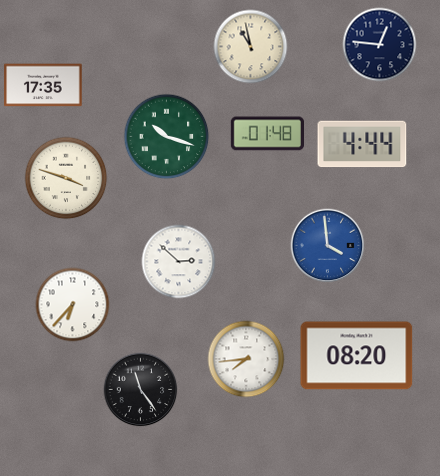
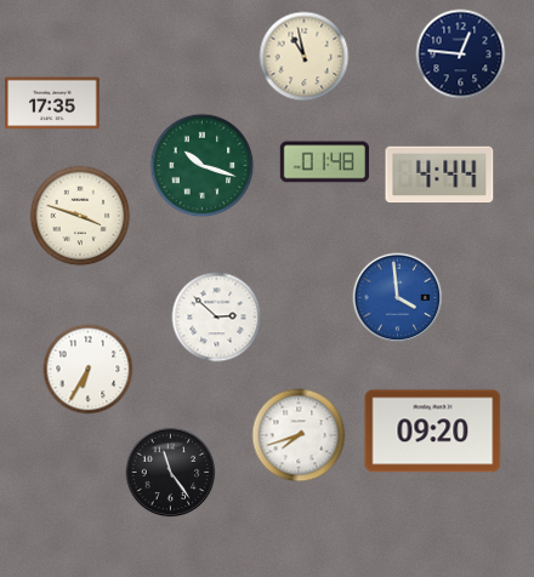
clock at (73, 305): 6:37 -> 6:35
clock at (357, 356): 08:20 -> 09:20
clock at (246, 359): 7:44 -> 7:42
